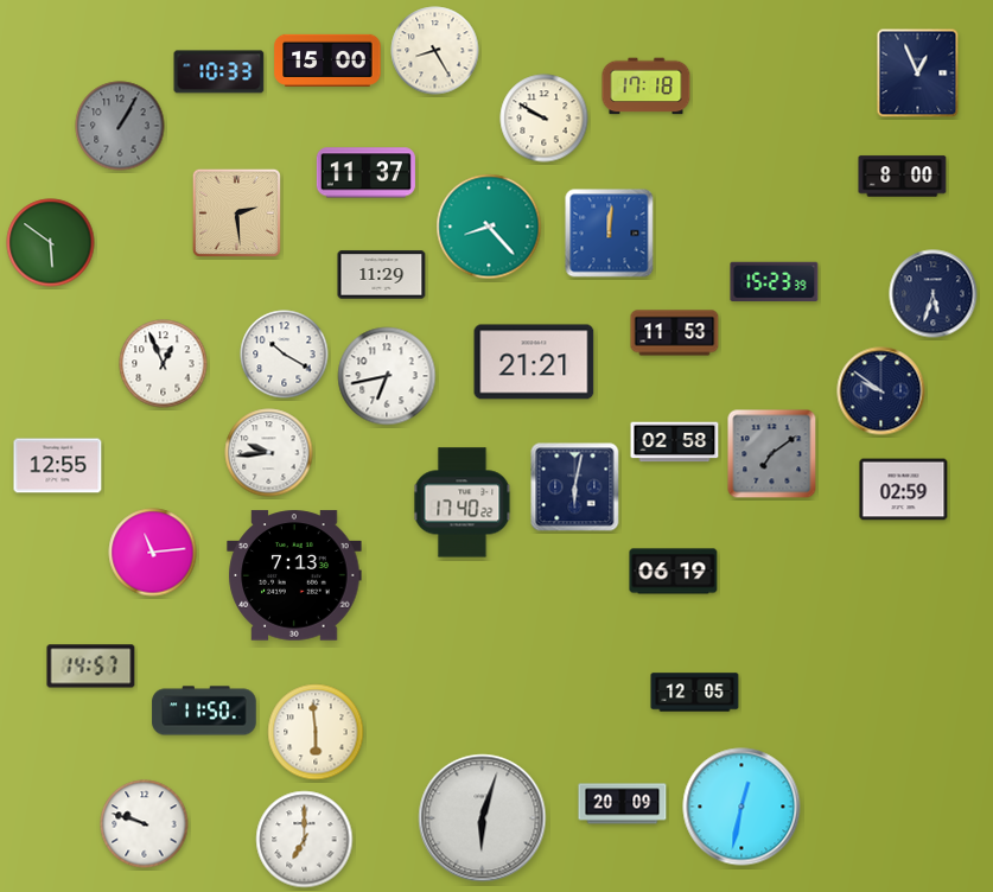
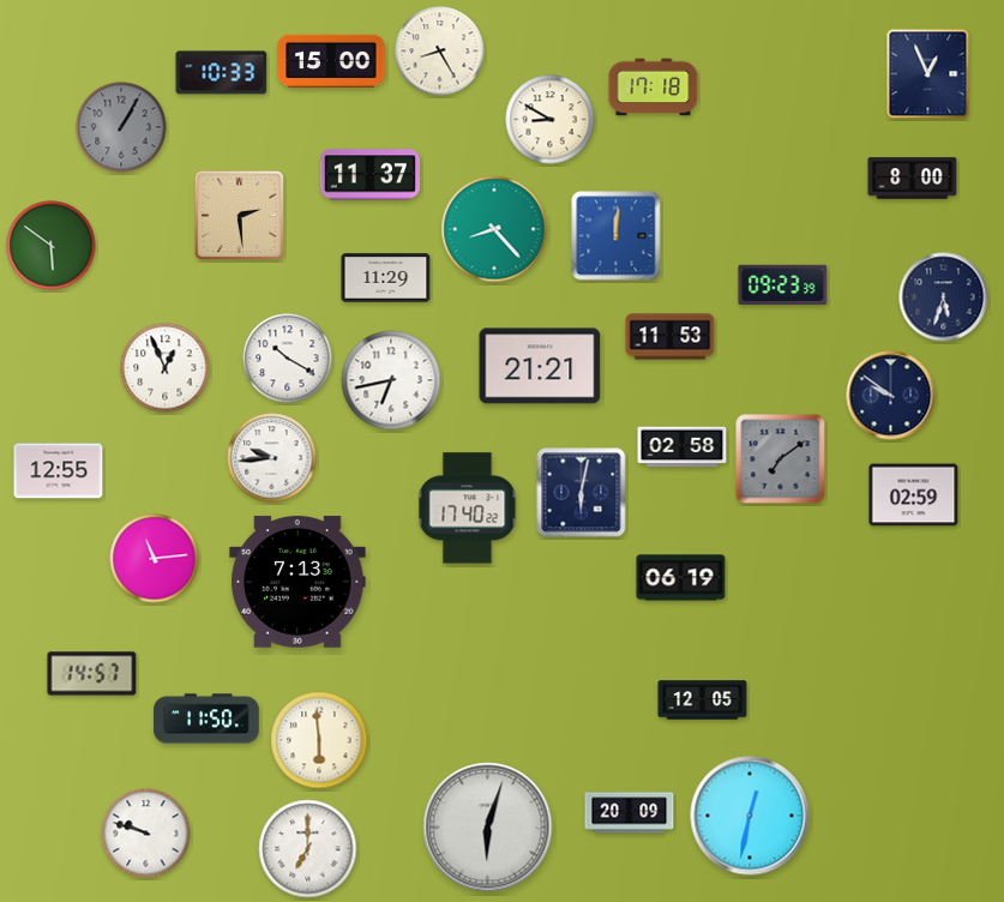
clock at (545, 119): 9:50 -> 8:50
clock at (775, 282): 15:23 -> 09:23
clock at (675, 333) position: (675, 333) -> (671, 337)
